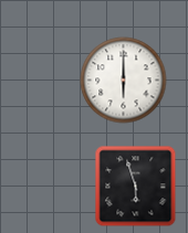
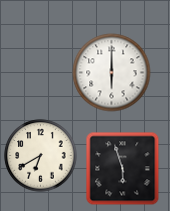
clock at (41, 156): none -> 6:40
